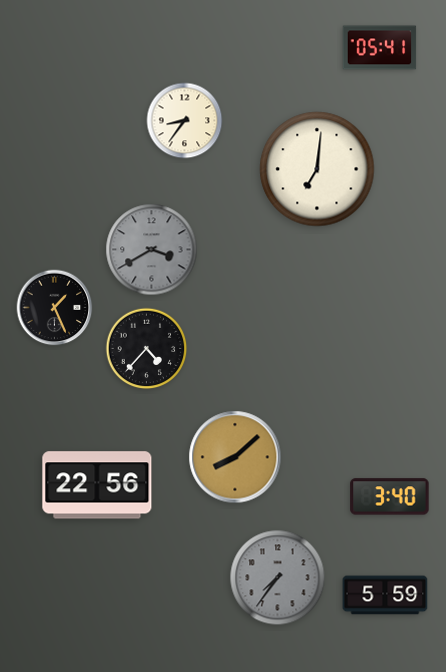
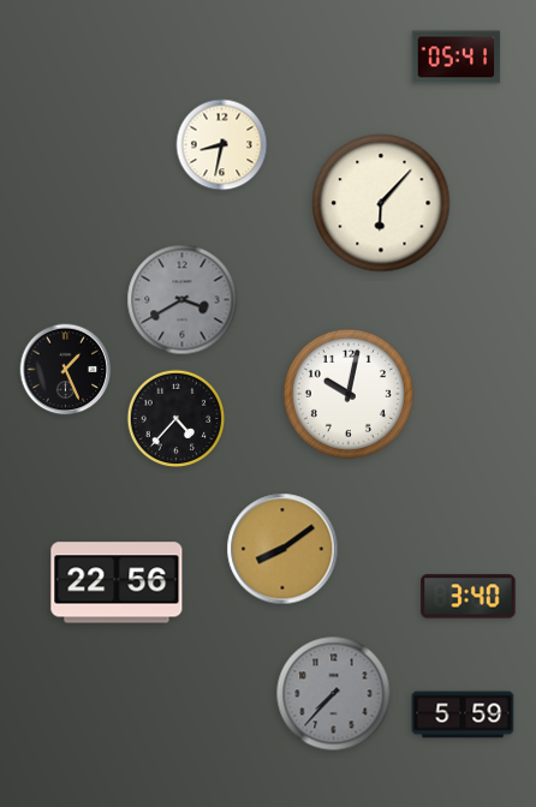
clock at (185, 121): 8:36 -> 8:32
clock at (317, 169): 7:01 -> 6:07
clock at (349, 394): none -> 10:02
clock at (235, 457): 8:08 -> 8:09
clock at (278, 578): 7:36 -> 7:37
